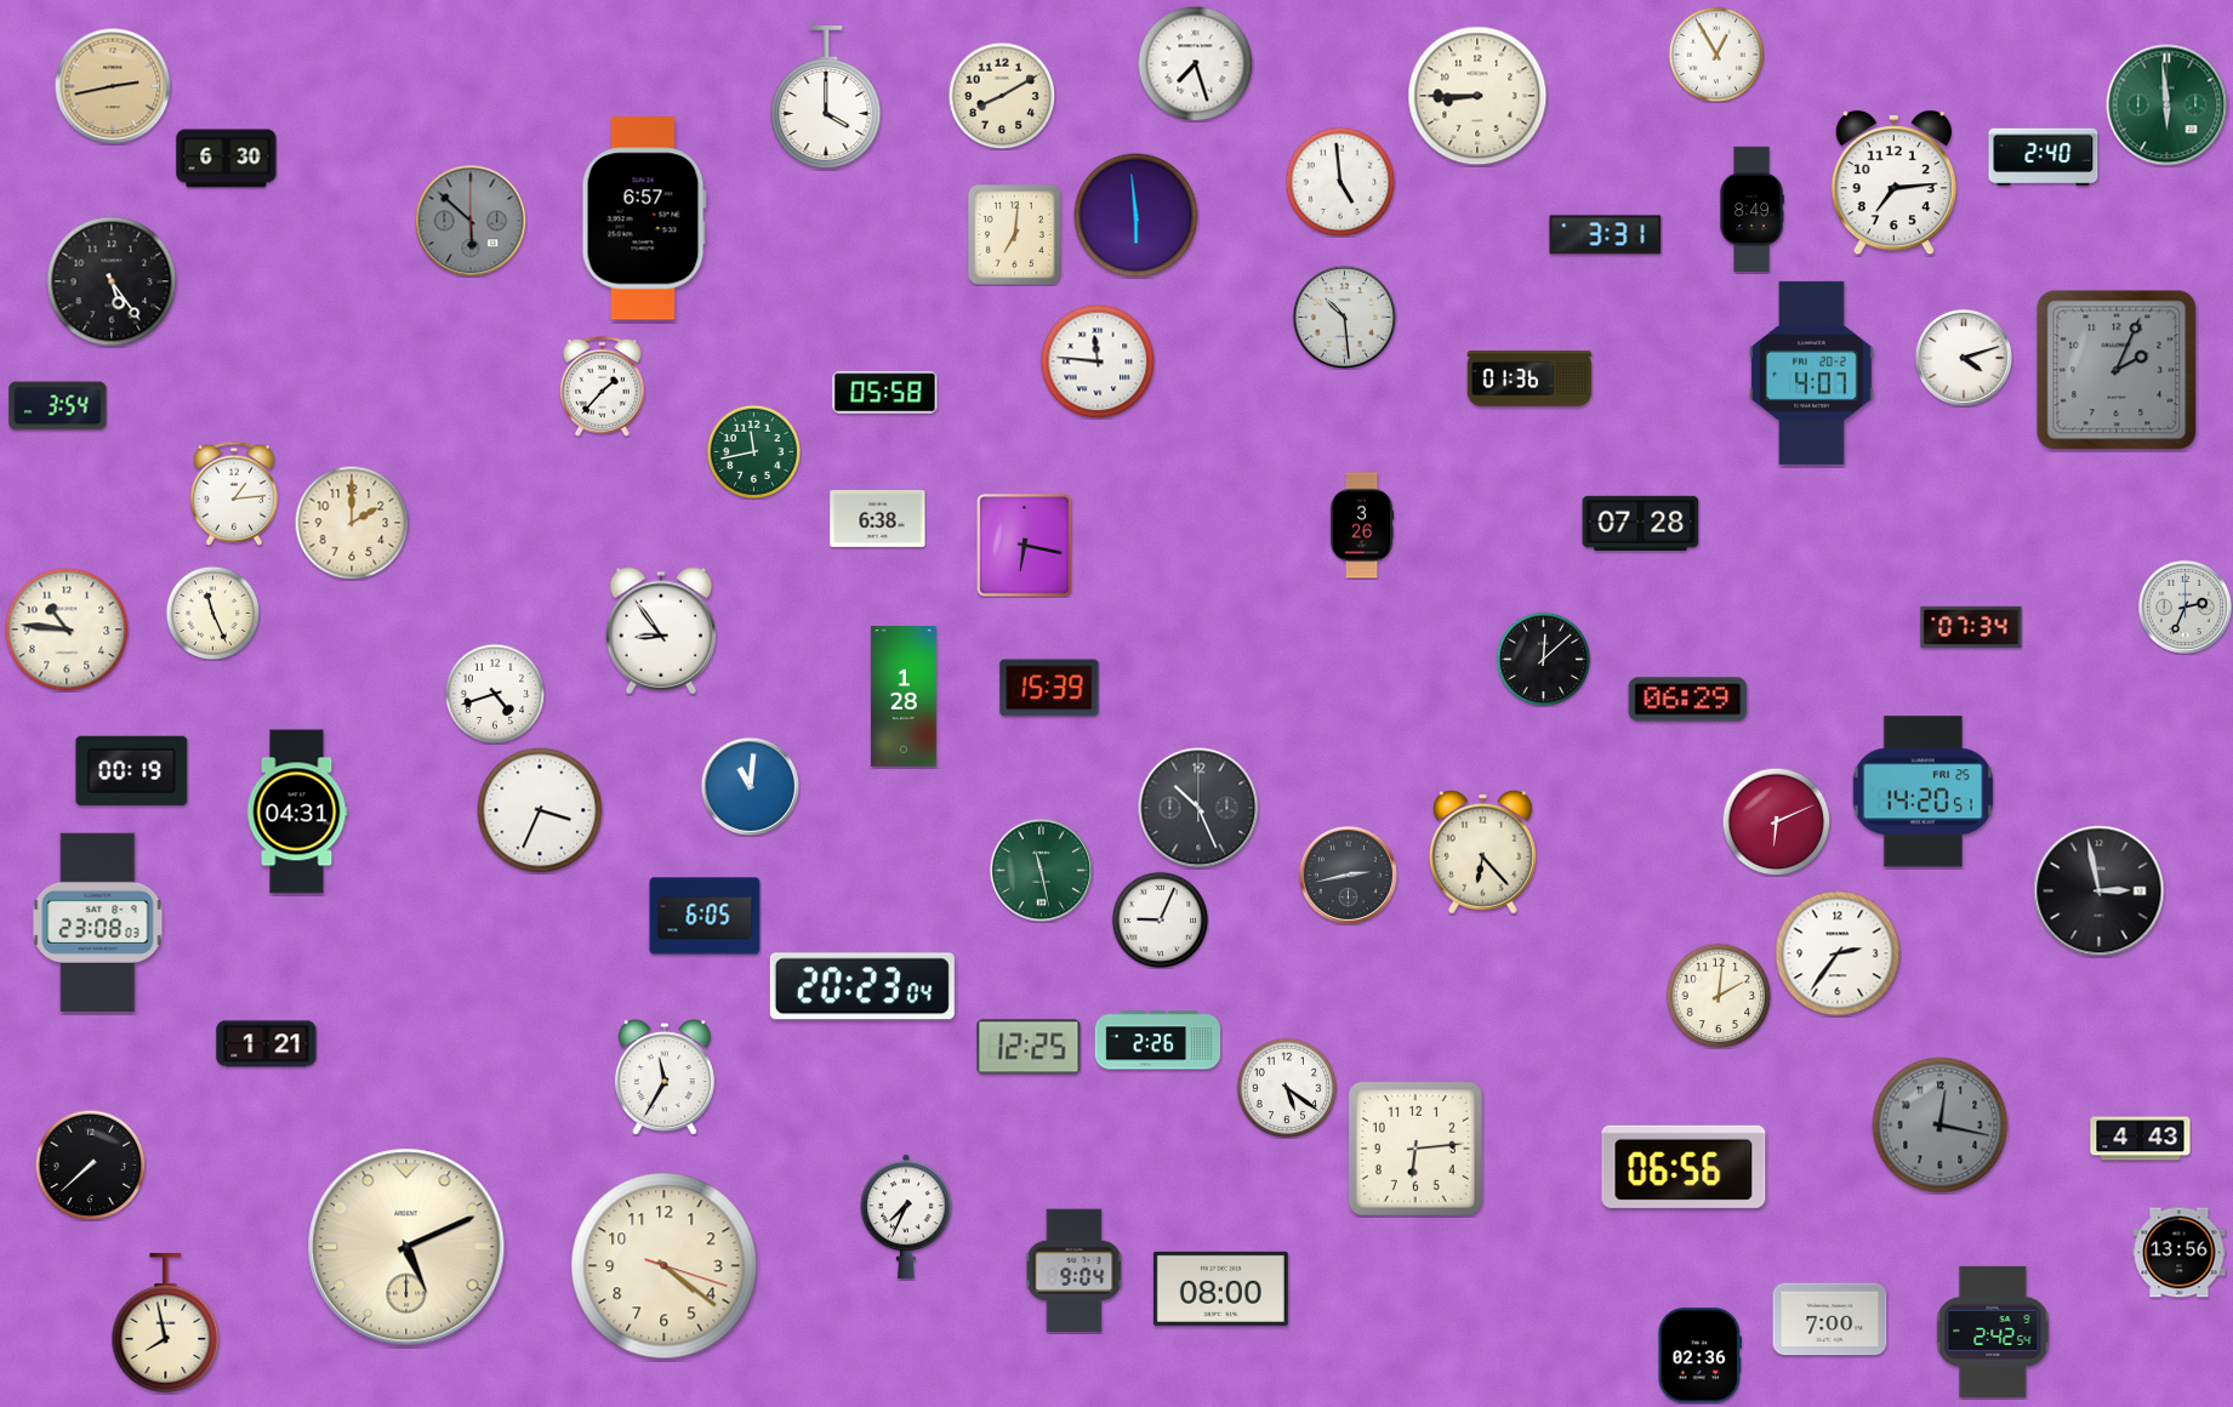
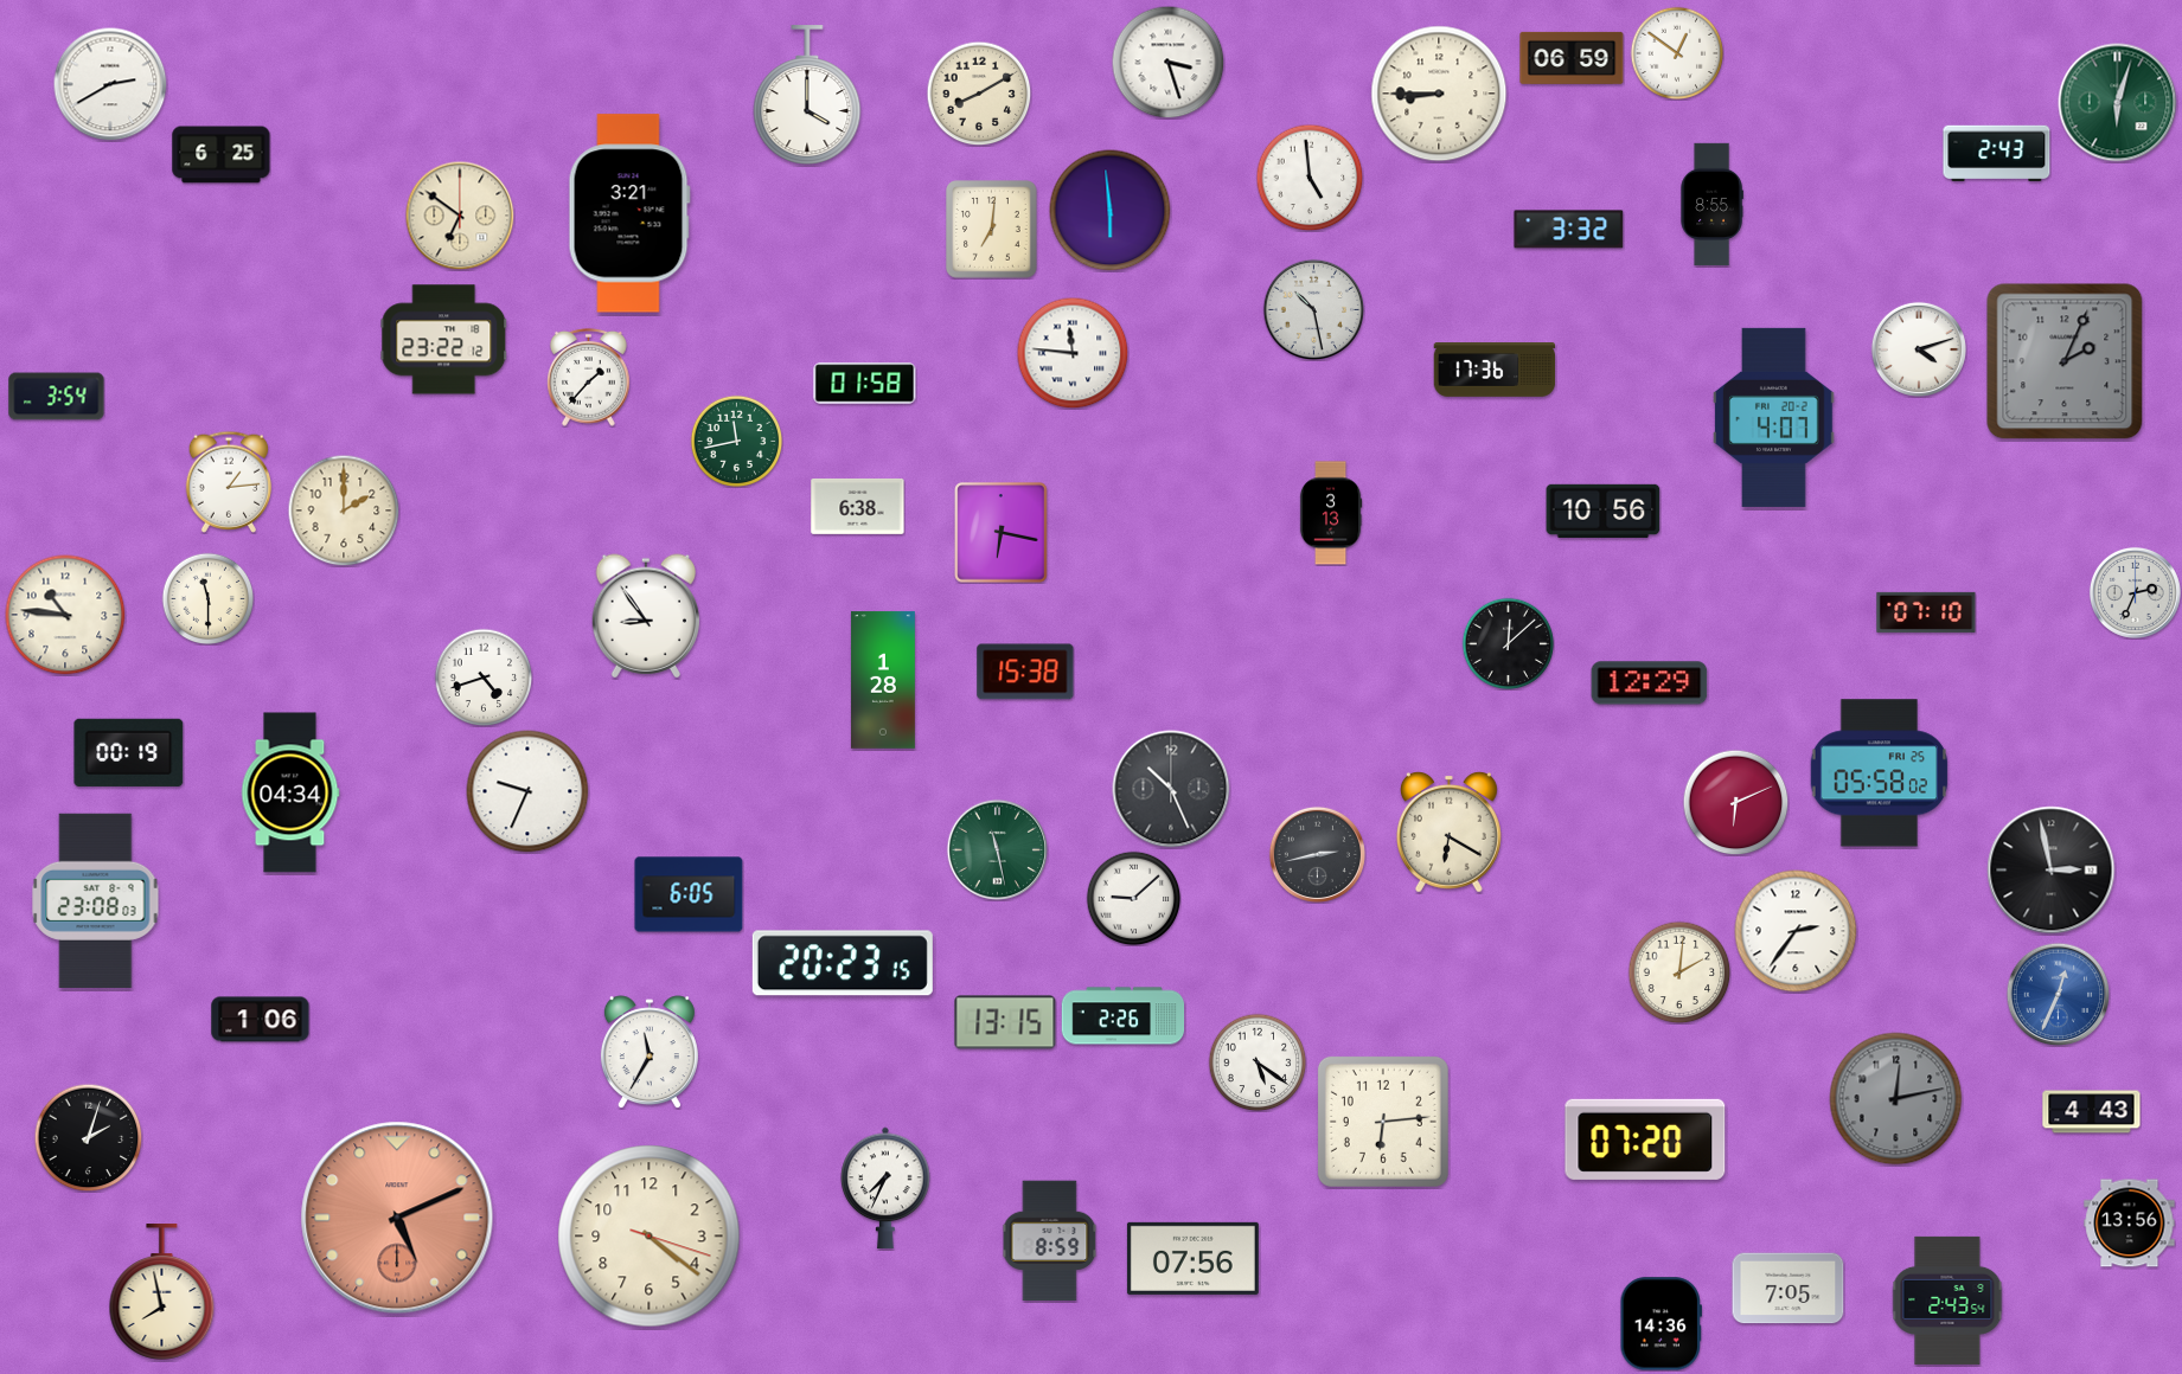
clock at (1716, 55): 12:55 -> 12:51
clock at (1572, 58): none -> 06:59
clock at (1195, 63): 7:27 -> 3:27
clock at (113, 86): 2:43 -> 2:40
clock at (113, 86) dial: champagne -> white
clock at (1477, 96) position: (1477, 96) -> (1439, 94)
clock at (2168, 106): 5:59 -> 6:03
clock at (2044, 158): 2:40 -> 2:43
clock at (227, 159): 6:30 -> 6:25
clock at (1893, 183): 7:14 -> none
clock at (1751, 210): 8:49 -> 8:55
clock at (644, 218): 6:57 -> 3:21
clock at (471, 221): 5:52 -> 6:51
clock at (471, 221) dial: grey -> cream
clock at (1606, 235): 3:31 -> 3:32
clock at (112, 281): 5:24 -> none
clock at (1344, 317): 10:29 -> 10:28
clock at (444, 340): none -> 23:22
clock at (2117, 370) position: (2117, 370) -> (2065, 361)
clock at (1812, 372) position: (1812, 372) -> (1774, 417)
clock at (1530, 380): 01:36 -> 17:36
clock at (885, 393): 05:58 -> 01:58
clock at (1641, 523): 07:28 -> 10:56
clock at (1362, 525): 3:26 -> 3:13
clock at (212, 613): 11:26 -> 11:30
clock at (1971, 627): 07:34 -> 07:10
clock at (1049, 688): 15:39 -> 15:38
clock at (1688, 700): 06:29 -> 12:29
clock at (750, 786): 11:01 -> none
clock at (1924, 792): 14:20 -> 05:58
clock at (540, 810): 3:34 -> 9:34
clock at (297, 811): 04:31 -> 04:34
clock at (1482, 851): 6:23 -> 6:20
clock at (1041, 870) position: (1041, 870) -> (997, 849)
clock at (1160, 919): 9:04 -> 9:08
clock at (862, 986): 20:23:04 -> 20:23:15
clock at (2058, 994): none -> 12:34
clock at (1158, 1041) position: (1158, 1041) -> (1124, 1016)
clock at (267, 1044): 1:21 -> 1:06
clock at (1029, 1047): 12:25 -> 13:15
clock at (1941, 1126): 12:17 -> 12:13
clock at (90, 1164): 7:38 -> 2:03
clock at (1684, 1167): 06:56 -> 07:20
clock at (406, 1247) dial: cream -> salmon
clock at (1075, 1271): 9:04 -> 8:59
clock at (1220, 1288): 08:00 -> 07:56
clock at (1830, 1320): 7:00 -> 7:05
clock at (1993, 1332): 2:42 -> 2:43
clock at (1699, 1356): 02:36 -> 14:36
